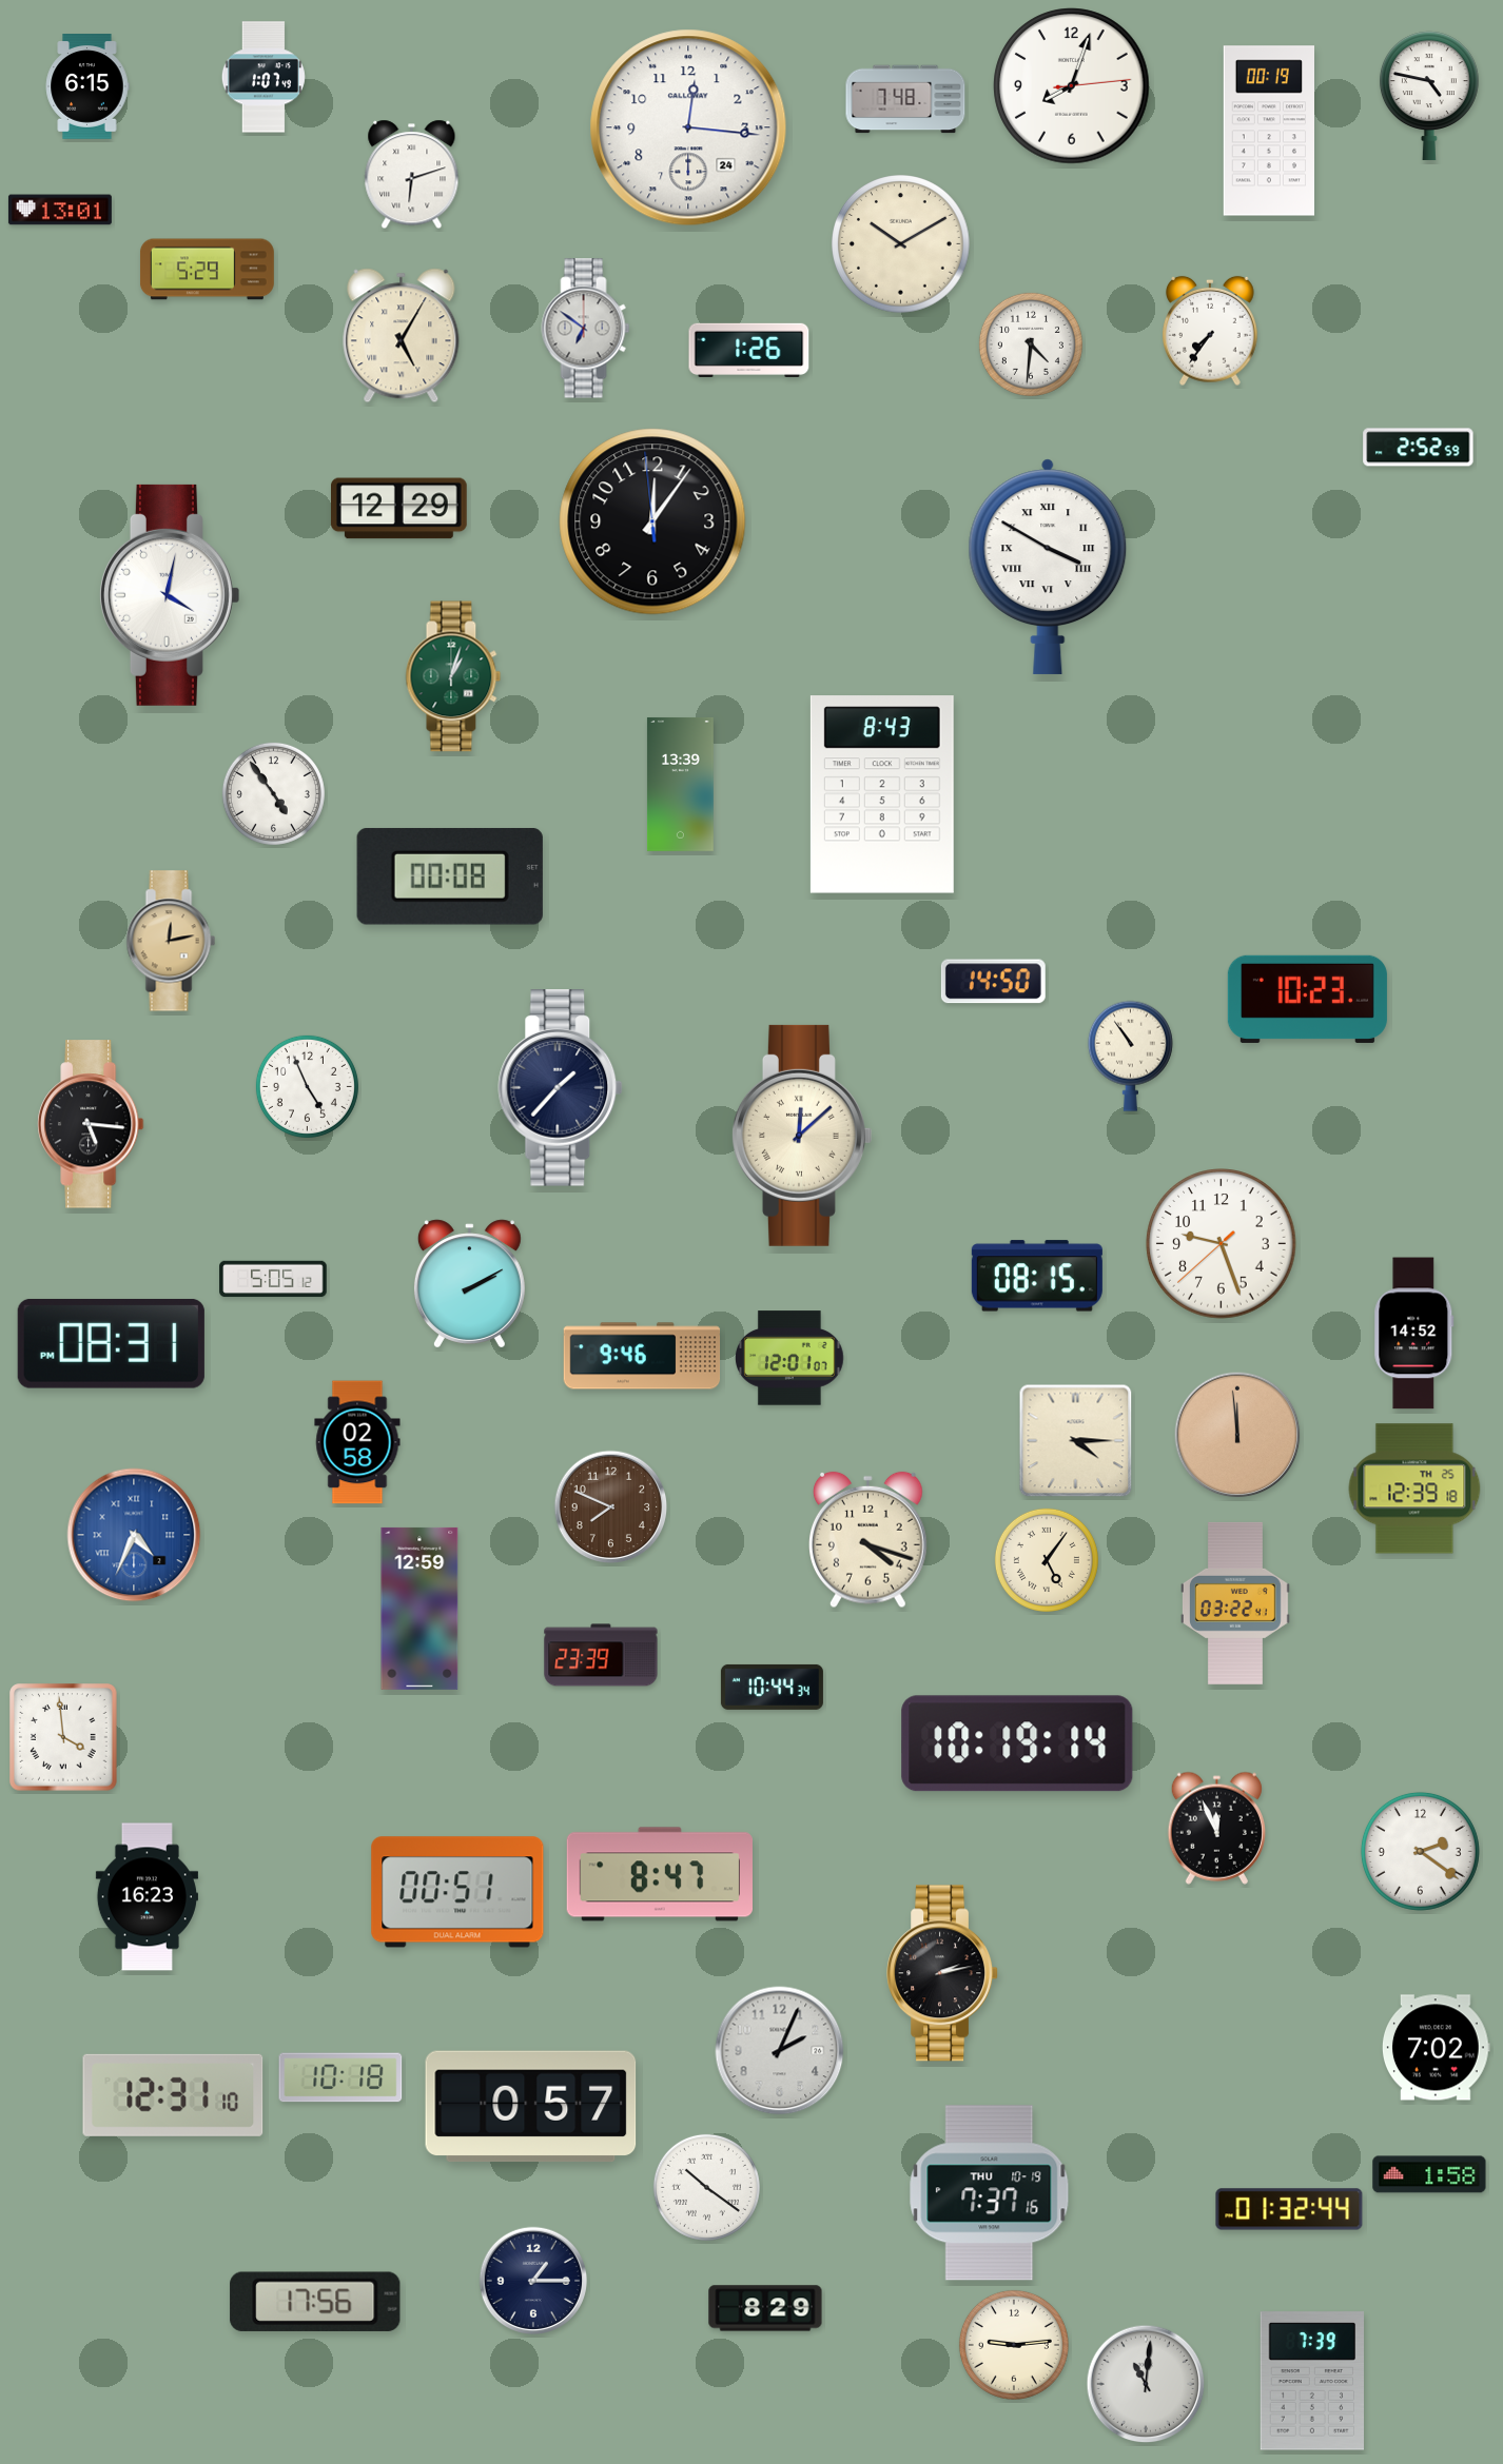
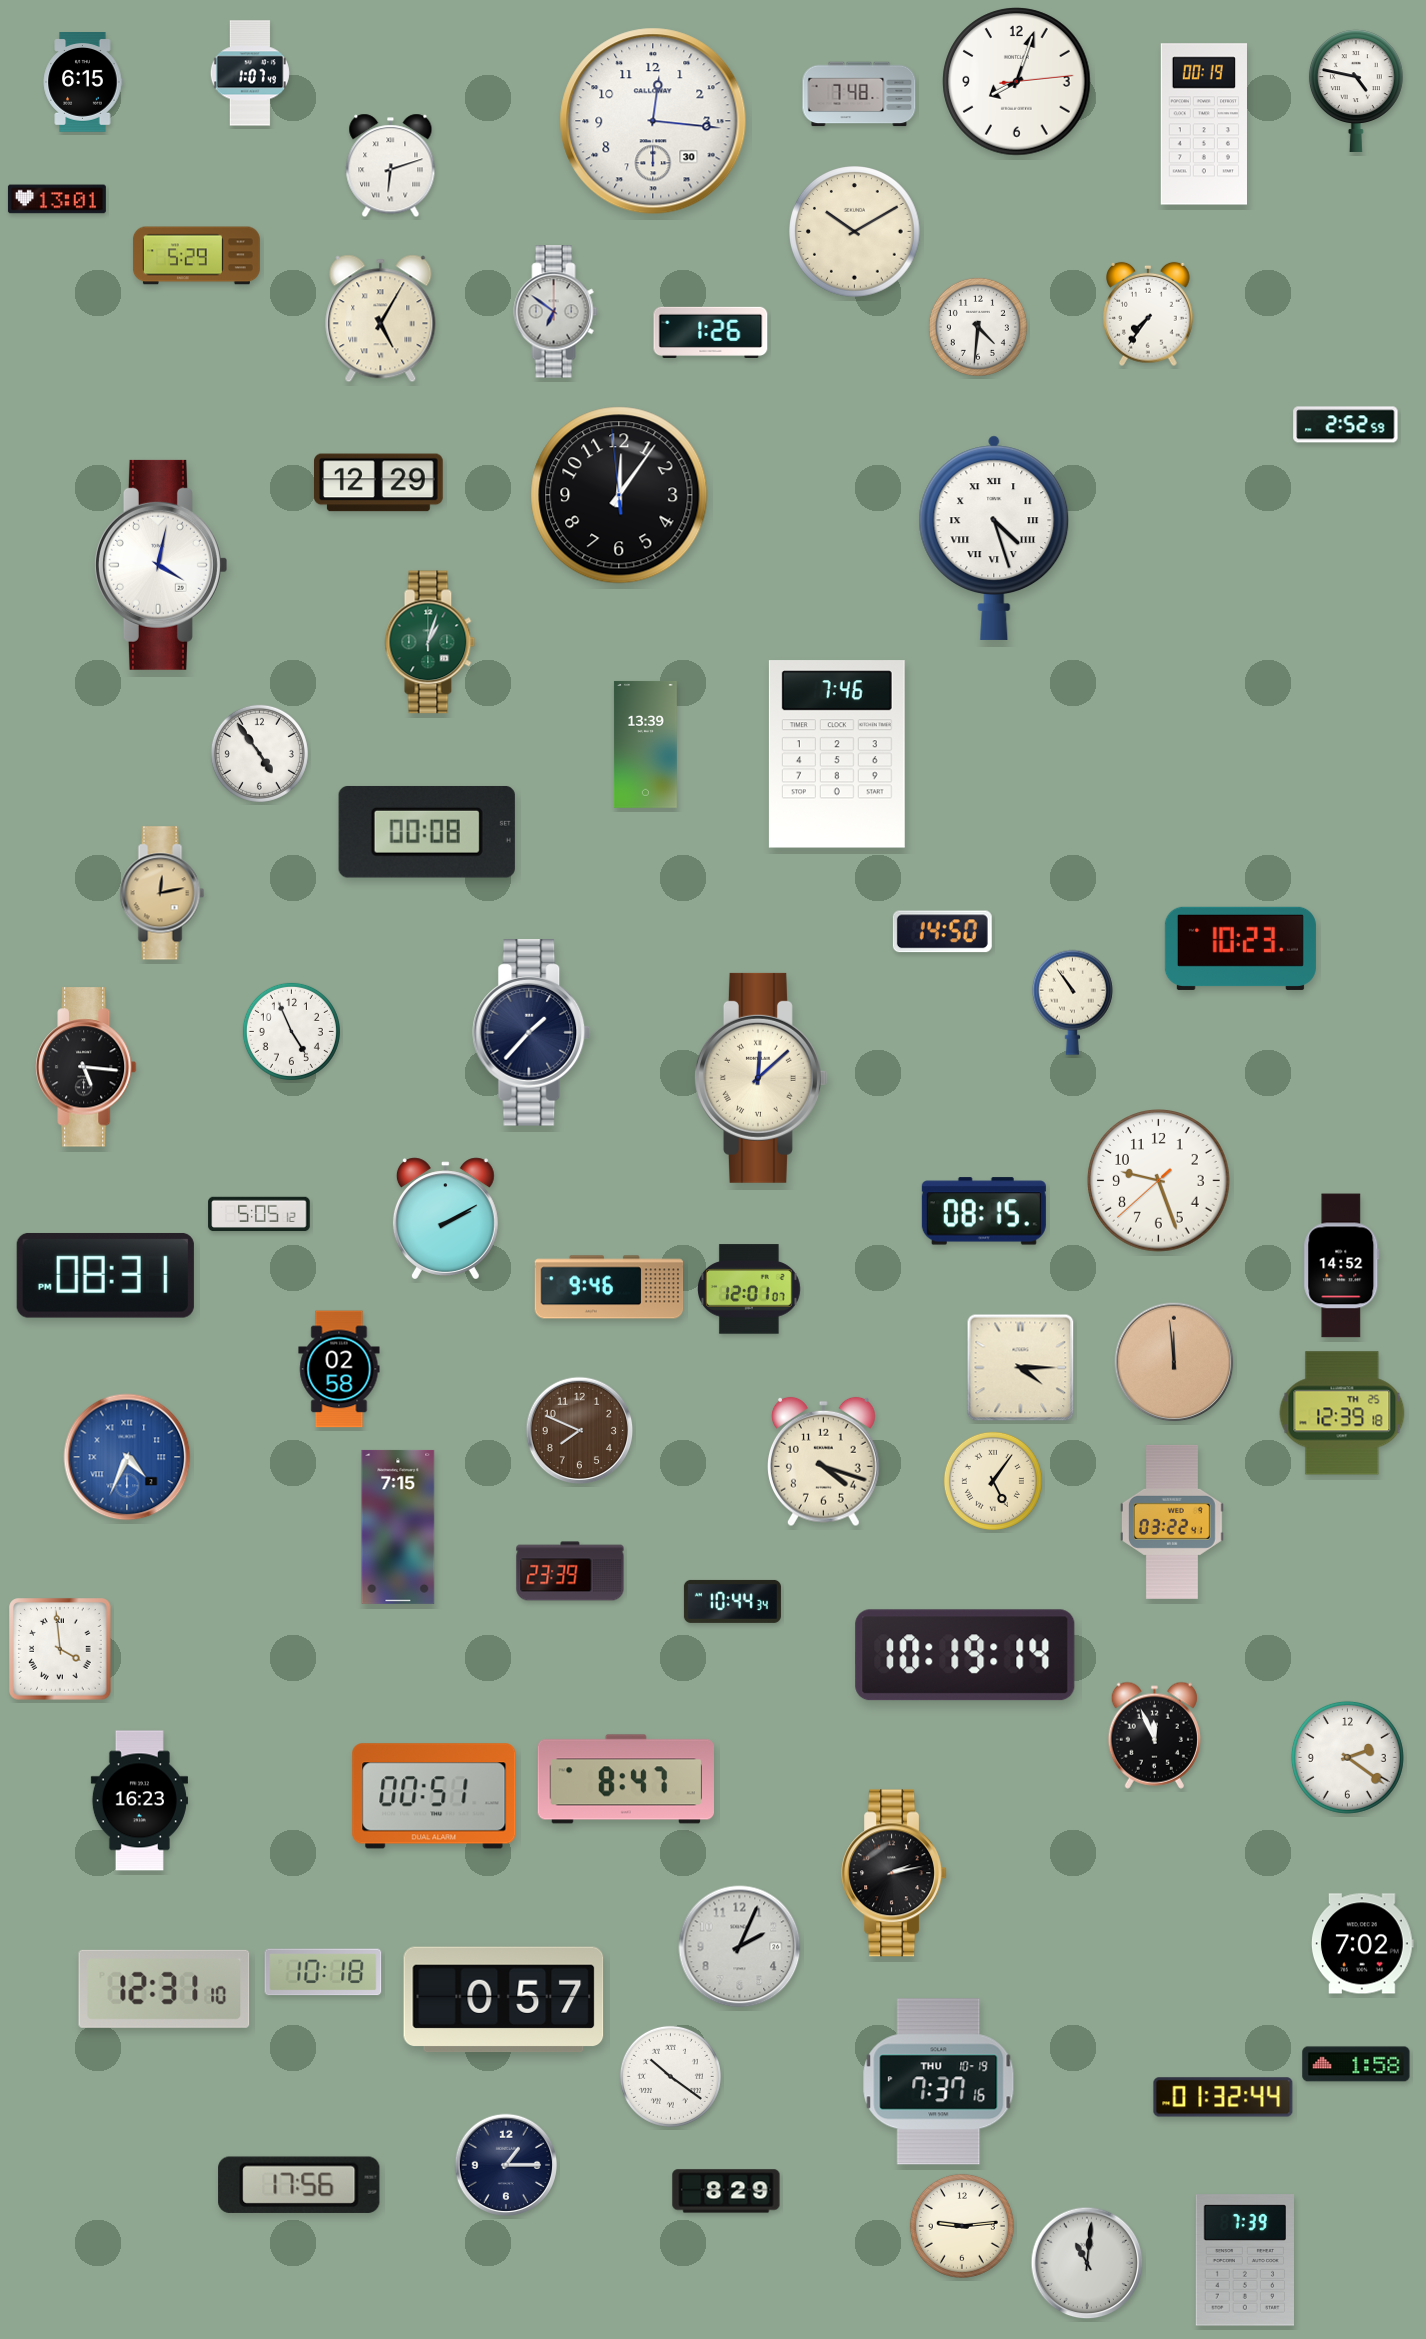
clock at (688, 127) date: 24 -> 30
clock at (1048, 567): 3:50 -> 4:27
clock at (882, 794): 8:43 -> 7:46
clock at (419, 1609): 12:59 -> 7:15
